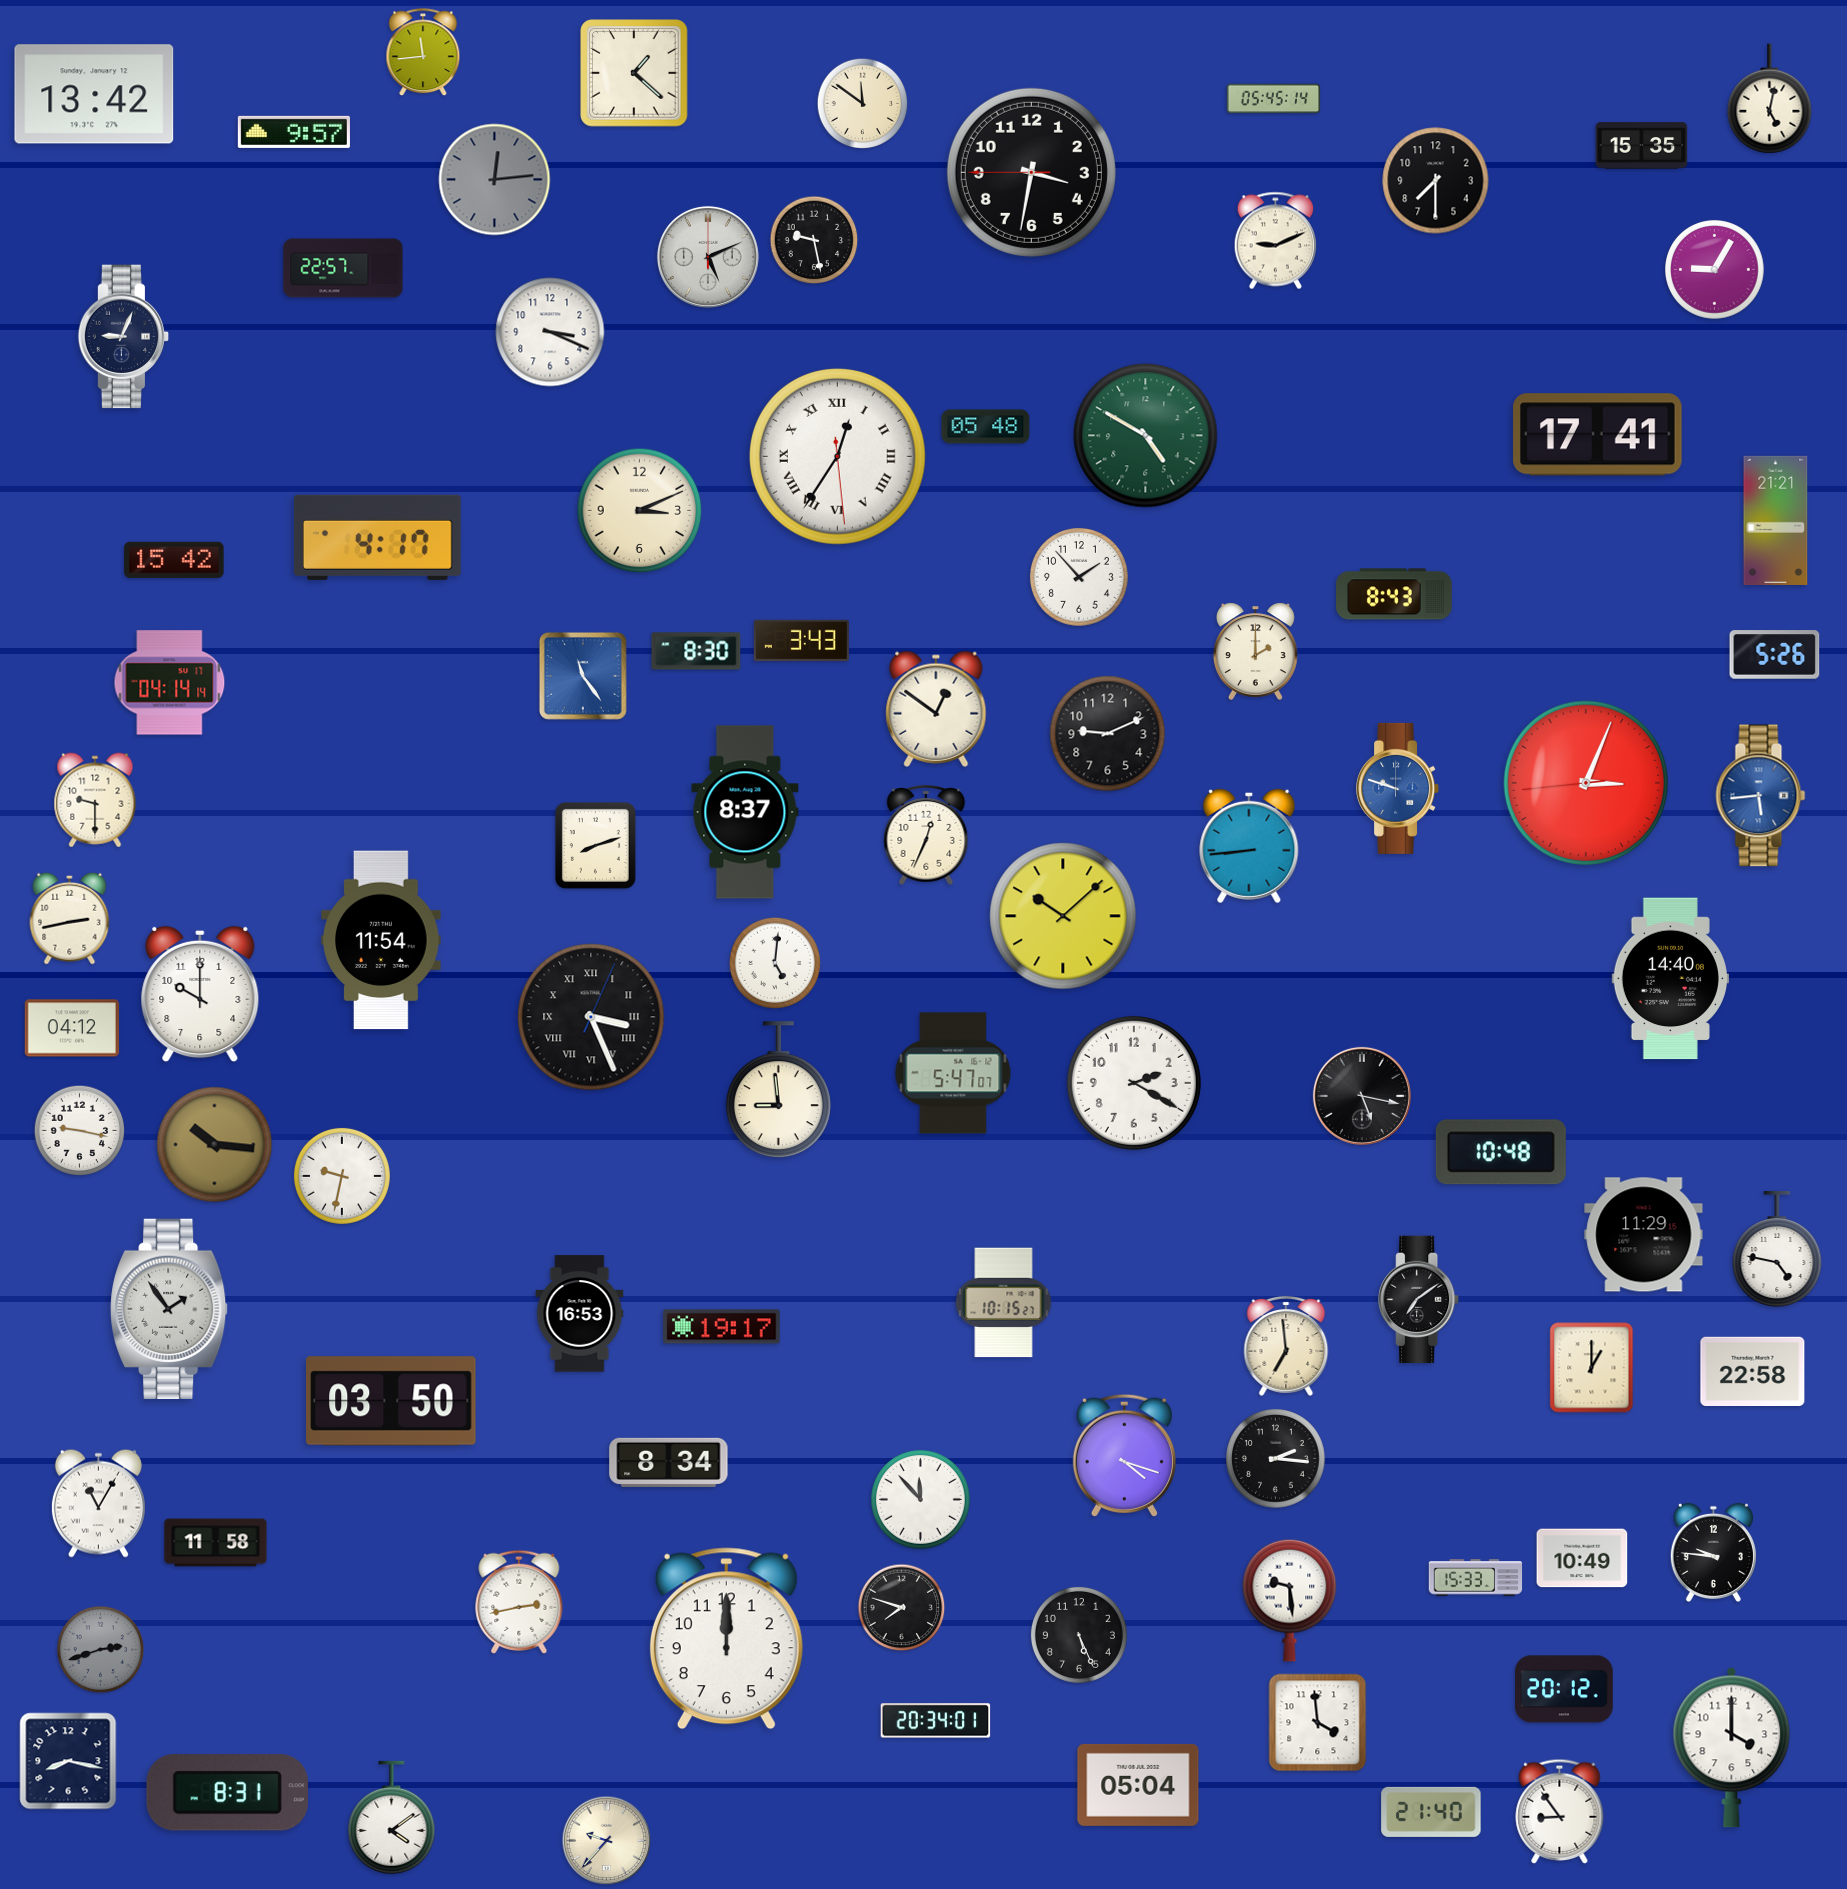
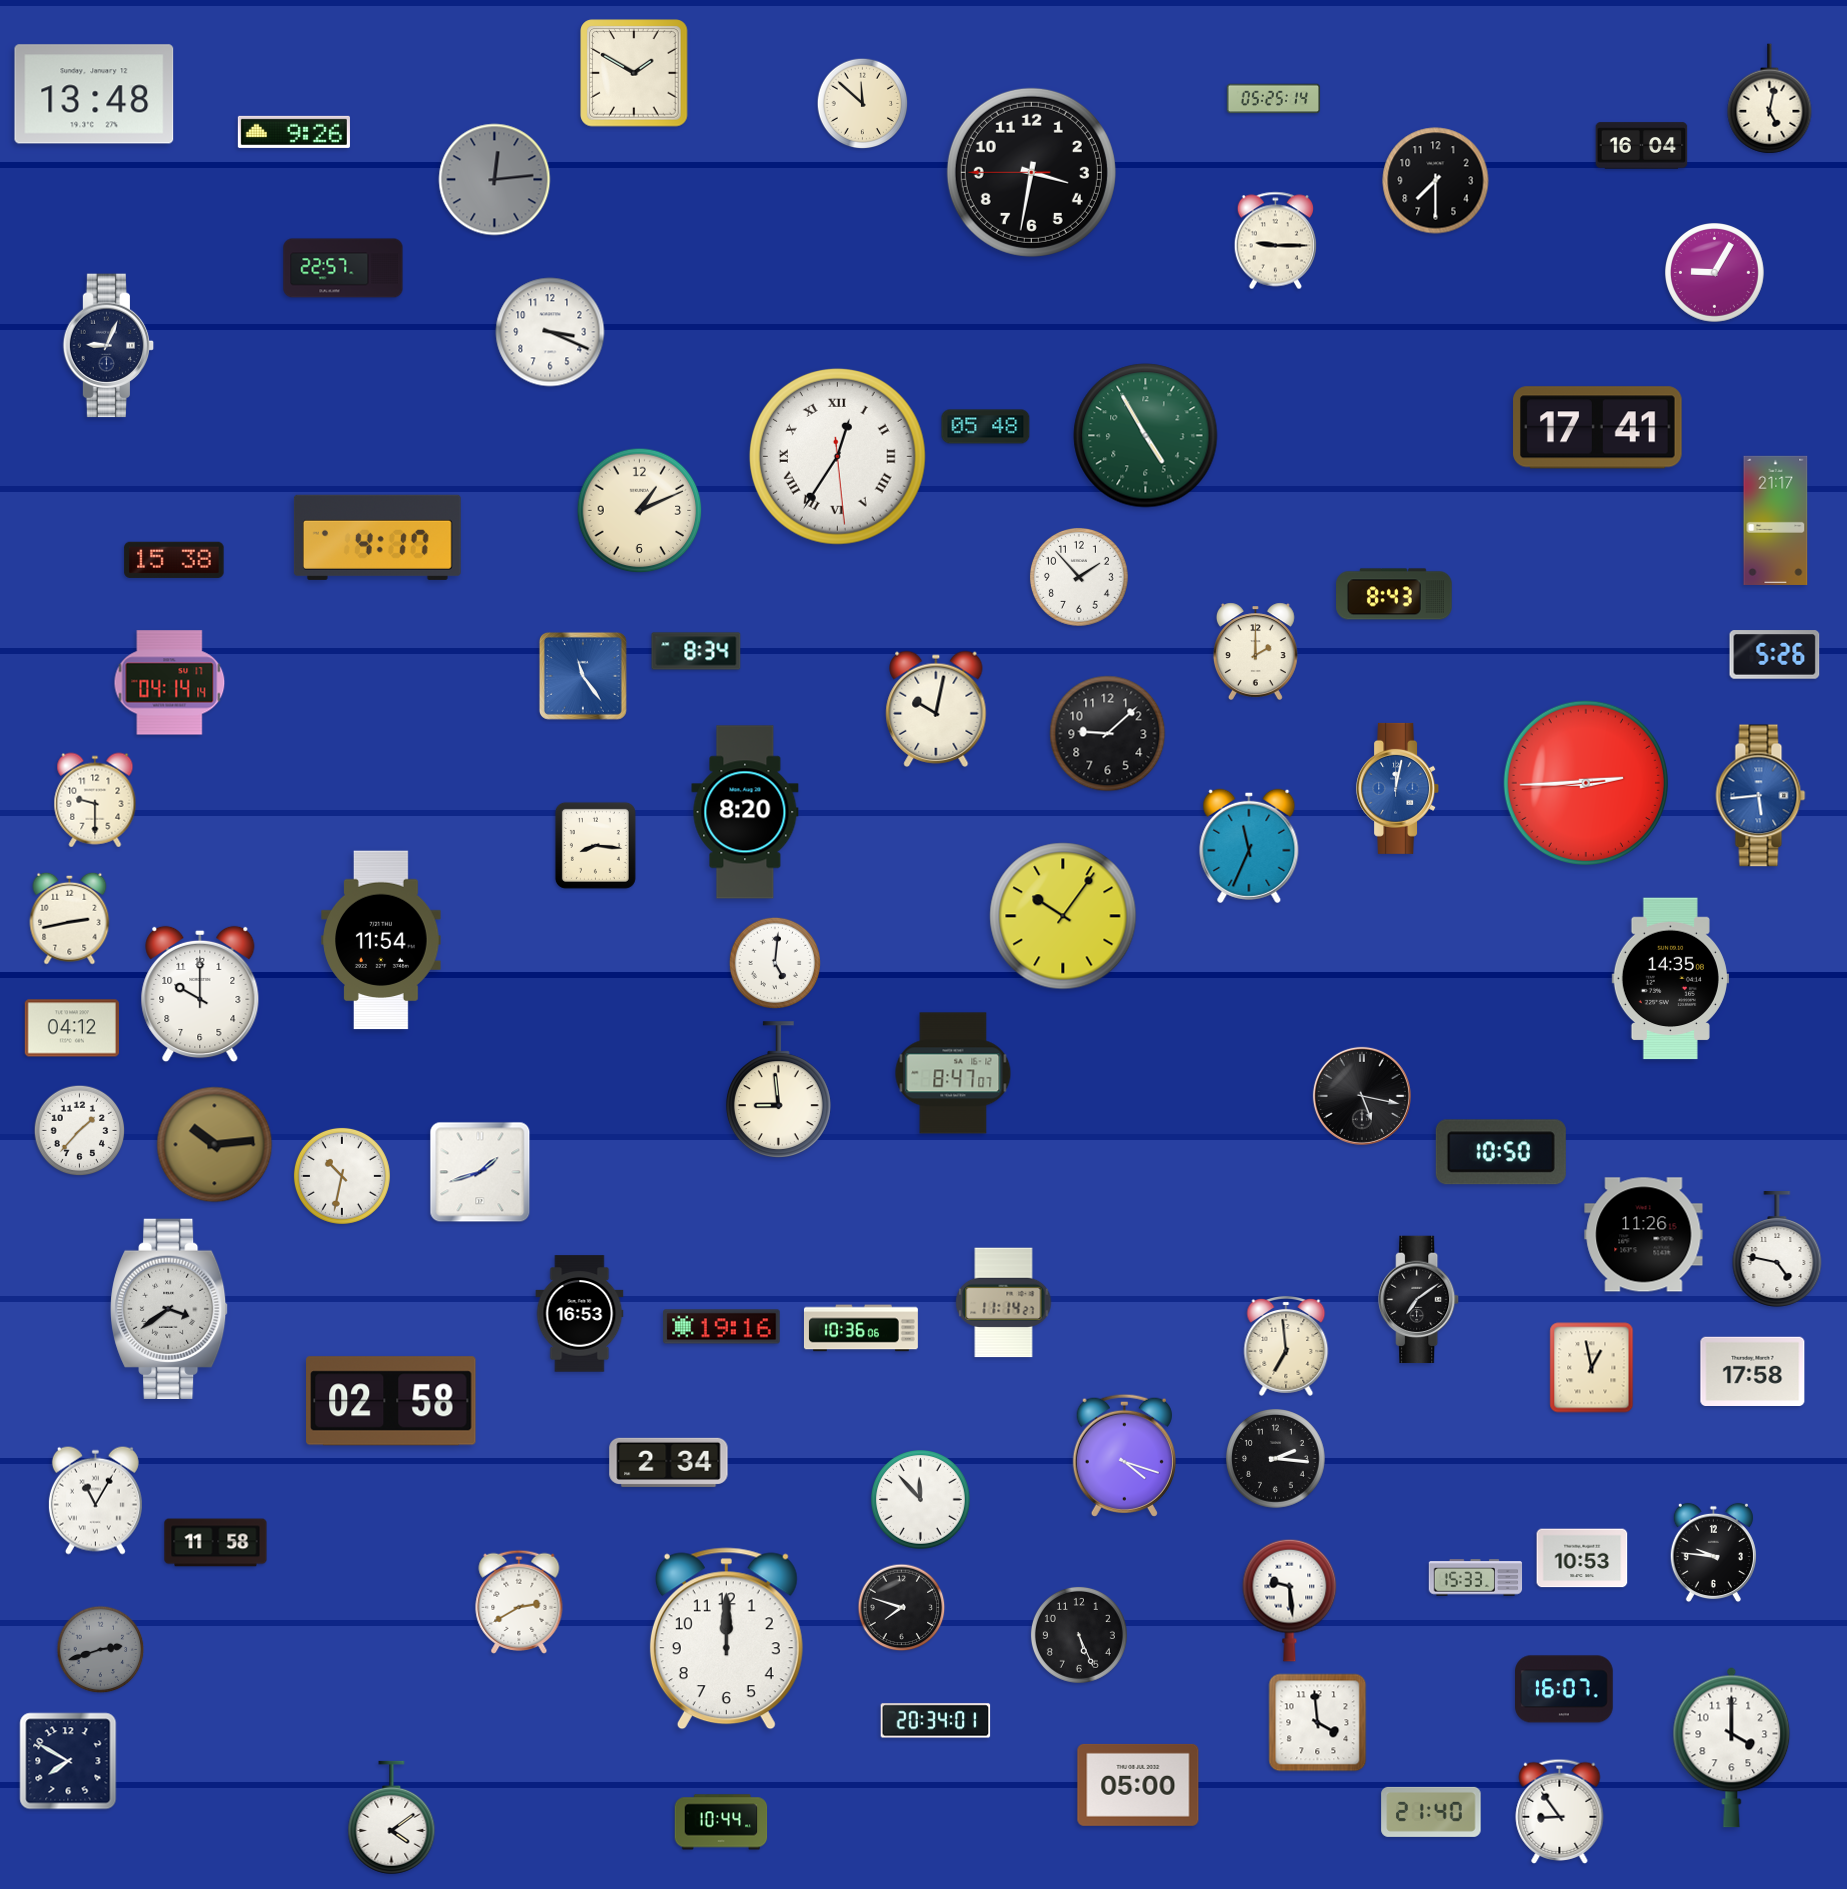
clock at (423, 53): 11:44 -> none
clock at (634, 73): 1:22 -> 1:50
clock at (94, 94): 13:42 -> 13:48
clock at (1274, 99): 05:45 -> 05:25
clock at (863, 104): 11:51 -> 11:52
clock at (294, 132): 9:57 -> 9:26
clock at (1642, 146): 15:35 -> 16:04
clock at (814, 240): 9:28 -> none
clock at (1275, 241): 9:11 -> 9:15
clock at (708, 257): 5:11 -> none
clock at (1715, 270) position: (1715, 270) -> (1715, 273)
clock at (124, 337) position: (124, 337) -> (109, 346)
clock at (1598, 435) position: (1598, 435) -> (1598, 428)
clock at (1146, 436): 4:50 -> 4:55
clock at (640, 511): 3:11 -> 1:11
clock at (1776, 520): 21:21 -> 21:17
clock at (174, 560): 15:42 -> 15:38
clock at (801, 641): 3:43 -> none
clock at (696, 651): 8:30 -> 8:34
clock at (936, 709): 12:51 -> 10:02
clock at (1108, 734): 9:11 -> 9:08
clock at (1586, 783): 3:03 -> 2:44
clock at (1398, 788): 9:48 -> 12:02
clock at (745, 812): 8:37 -> 8:20
clock at (926, 835): 12:34 -> none
clock at (595, 845): 8:12 -> 8:16
clock at (1249, 846): 8:44 -> 11:34
clock at (1063, 916): 10:08 -> 10:06
clock at (1670, 979): 14:40 -> 14:35
clock at (591, 1017): 3:26 -> none
clock at (953, 1073): 5:47 -> 8:47
clock at (1134, 1083): 2:20 -> none
clock at (80, 1131): 9:17 -> 1:37
clock at (215, 1145): 10:16 -> 10:14
clock at (1501, 1152): 10:48 -> 10:50
clock at (480, 1172): none -> 1:42
clock at (342, 1176): 9:32 -> 10:32
clock at (1644, 1235): 11:29 -> 11:26
clock at (1004, 1303): 10:15 -> 11:14
clock at (170, 1309): 1:54 -> 3:39
clock at (722, 1327): 19:17 -> 19:16
clock at (861, 1328): none -> 10:36
clock at (1592, 1368): 1:00 -> 12:58
clock at (1753, 1371): 22:58 -> 17:58
clock at (391, 1401): 03:50 -> 02:58
clock at (669, 1462): 8:34 -> 2:34
clock at (98, 1503) position: (98, 1503) -> (95, 1500)
clock at (1582, 1558): 10:49 -> 10:53
clock at (519, 1602): 2:43 -> 2:40
clock at (1565, 1689): 20:12 -> 16:07
clock at (68, 1761): 8:17 -> 7:50
clock at (1138, 1785): 05:04 -> 05:00
clock at (227, 1793): 8:31 -> none
clock at (721, 1822): none -> 10:44
clock at (607, 1841): 9:37 -> none
